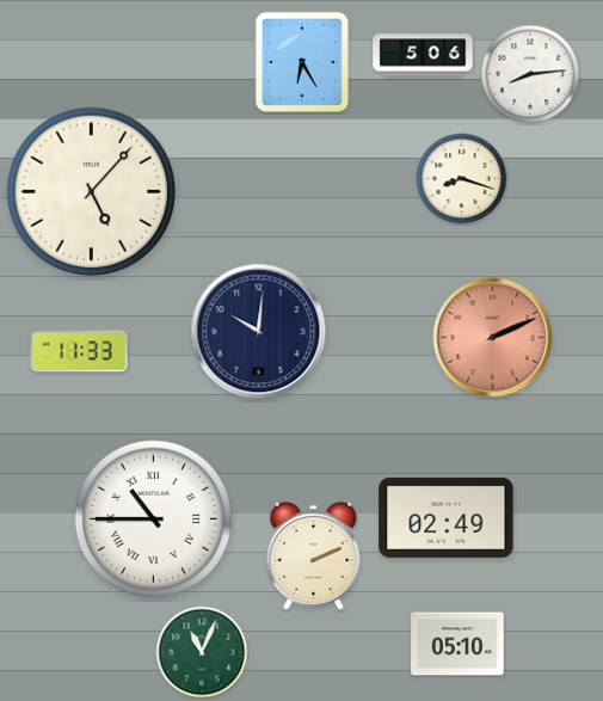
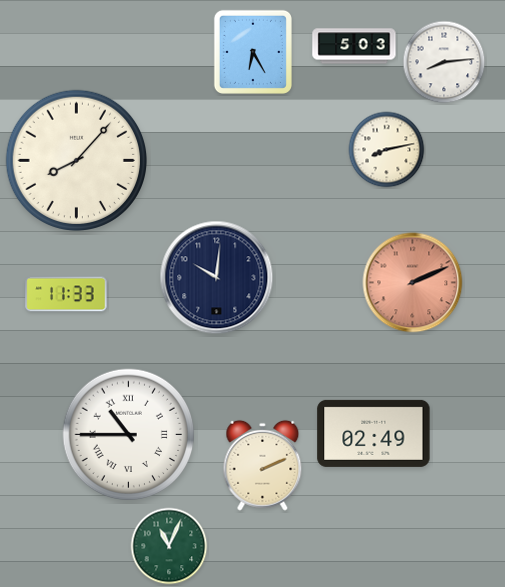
clock at (423, 55): 5:06 -> 5:03
clock at (462, 179): 8:18 -> 8:13
clock at (91, 191): 5:07 -> 8:07
clock at (457, 644): 05:10 -> none
